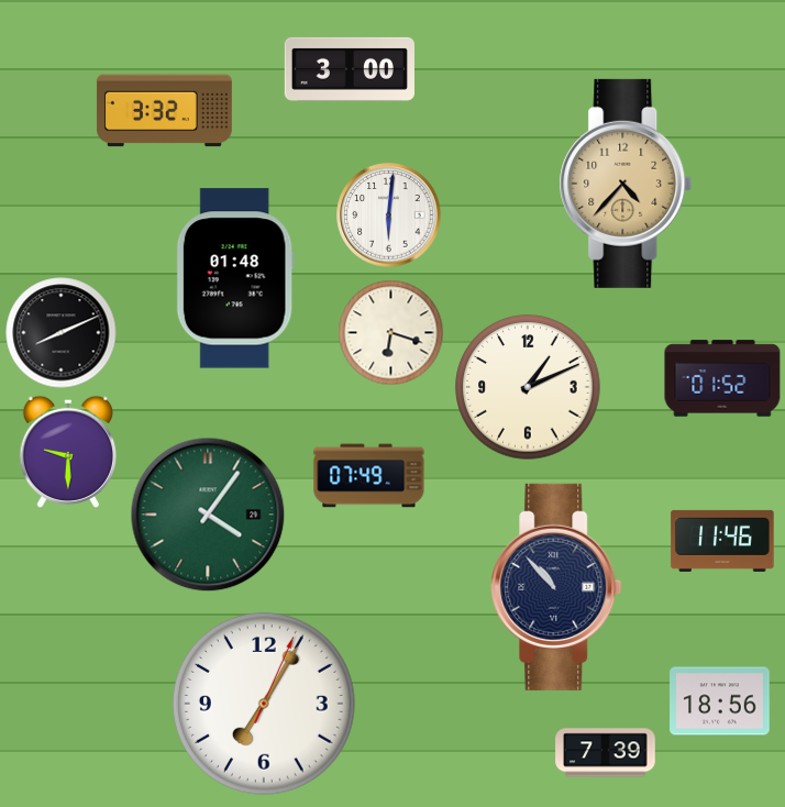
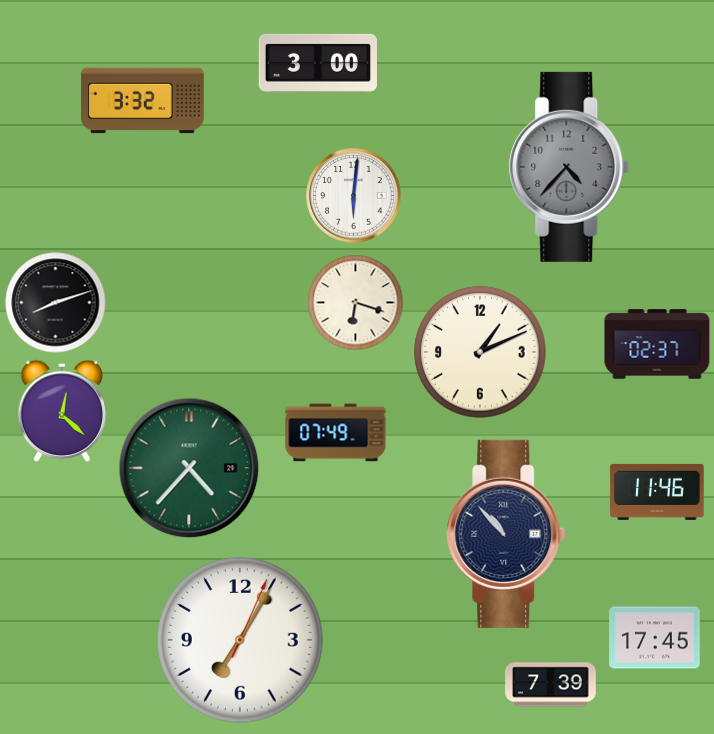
clock at (164, 111) position: (164, 111) -> (142, 101)
clock at (626, 184) dial: champagne -> grey
clock at (235, 278): 01:48 -> none
clock at (62, 333): 8:11 -> 8:12
clock at (722, 378): 01:52 -> 02:37
clock at (67, 452): 9:30 -> 12:22
clock at (208, 515): 4:06 -> 4:37
clock at (720, 701): 18:56 -> 17:45
